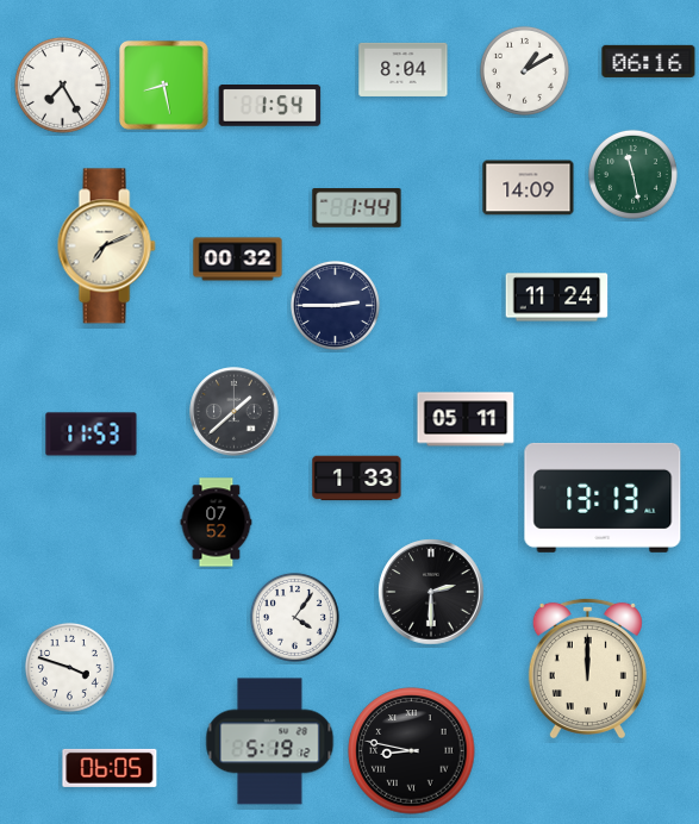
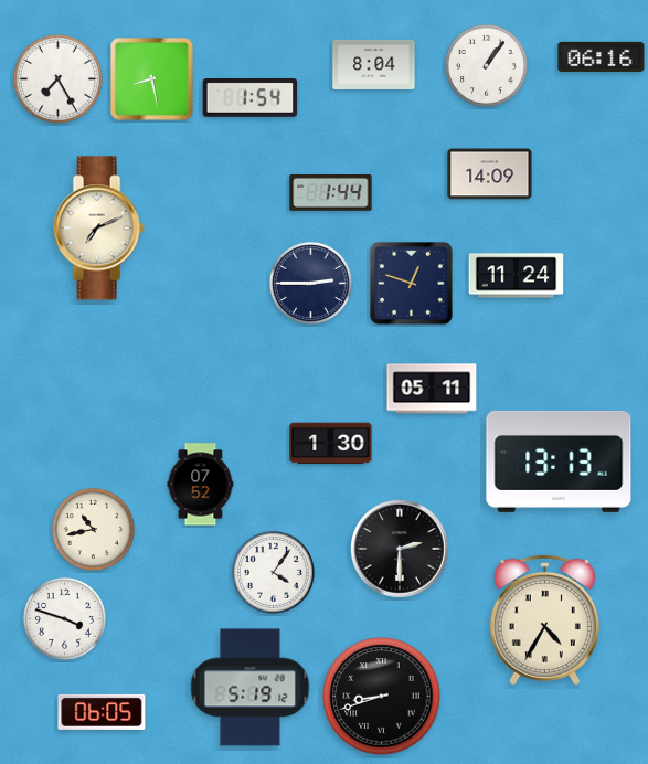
clock at (524, 70): 1:10 -> 1:06
clock at (632, 174): 11:28 -> none
clock at (238, 260): 00:32 -> none
clock at (412, 284): none -> 12:48
clock at (235, 412): 1:38 -> none
clock at (92, 435): 11:53 -> none
clock at (357, 479): 1:33 -> 1:30
clock at (93, 529): none -> 10:43
clock at (587, 667): 12:00 -> 4:35
clock at (412, 751): 8:47 -> 8:42
